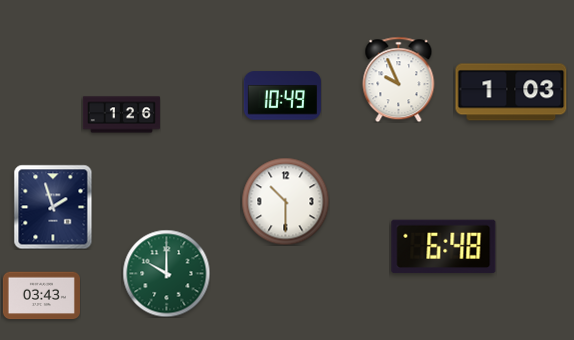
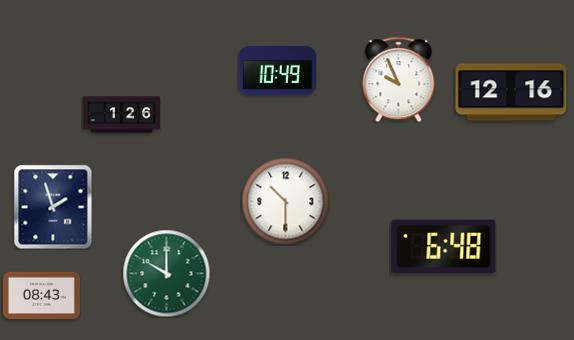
clock at (511, 92): 1:03 -> 12:16
clock at (282, 96) position: (282, 96) -> (277, 71)
clock at (41, 296): 03:43 -> 08:43
